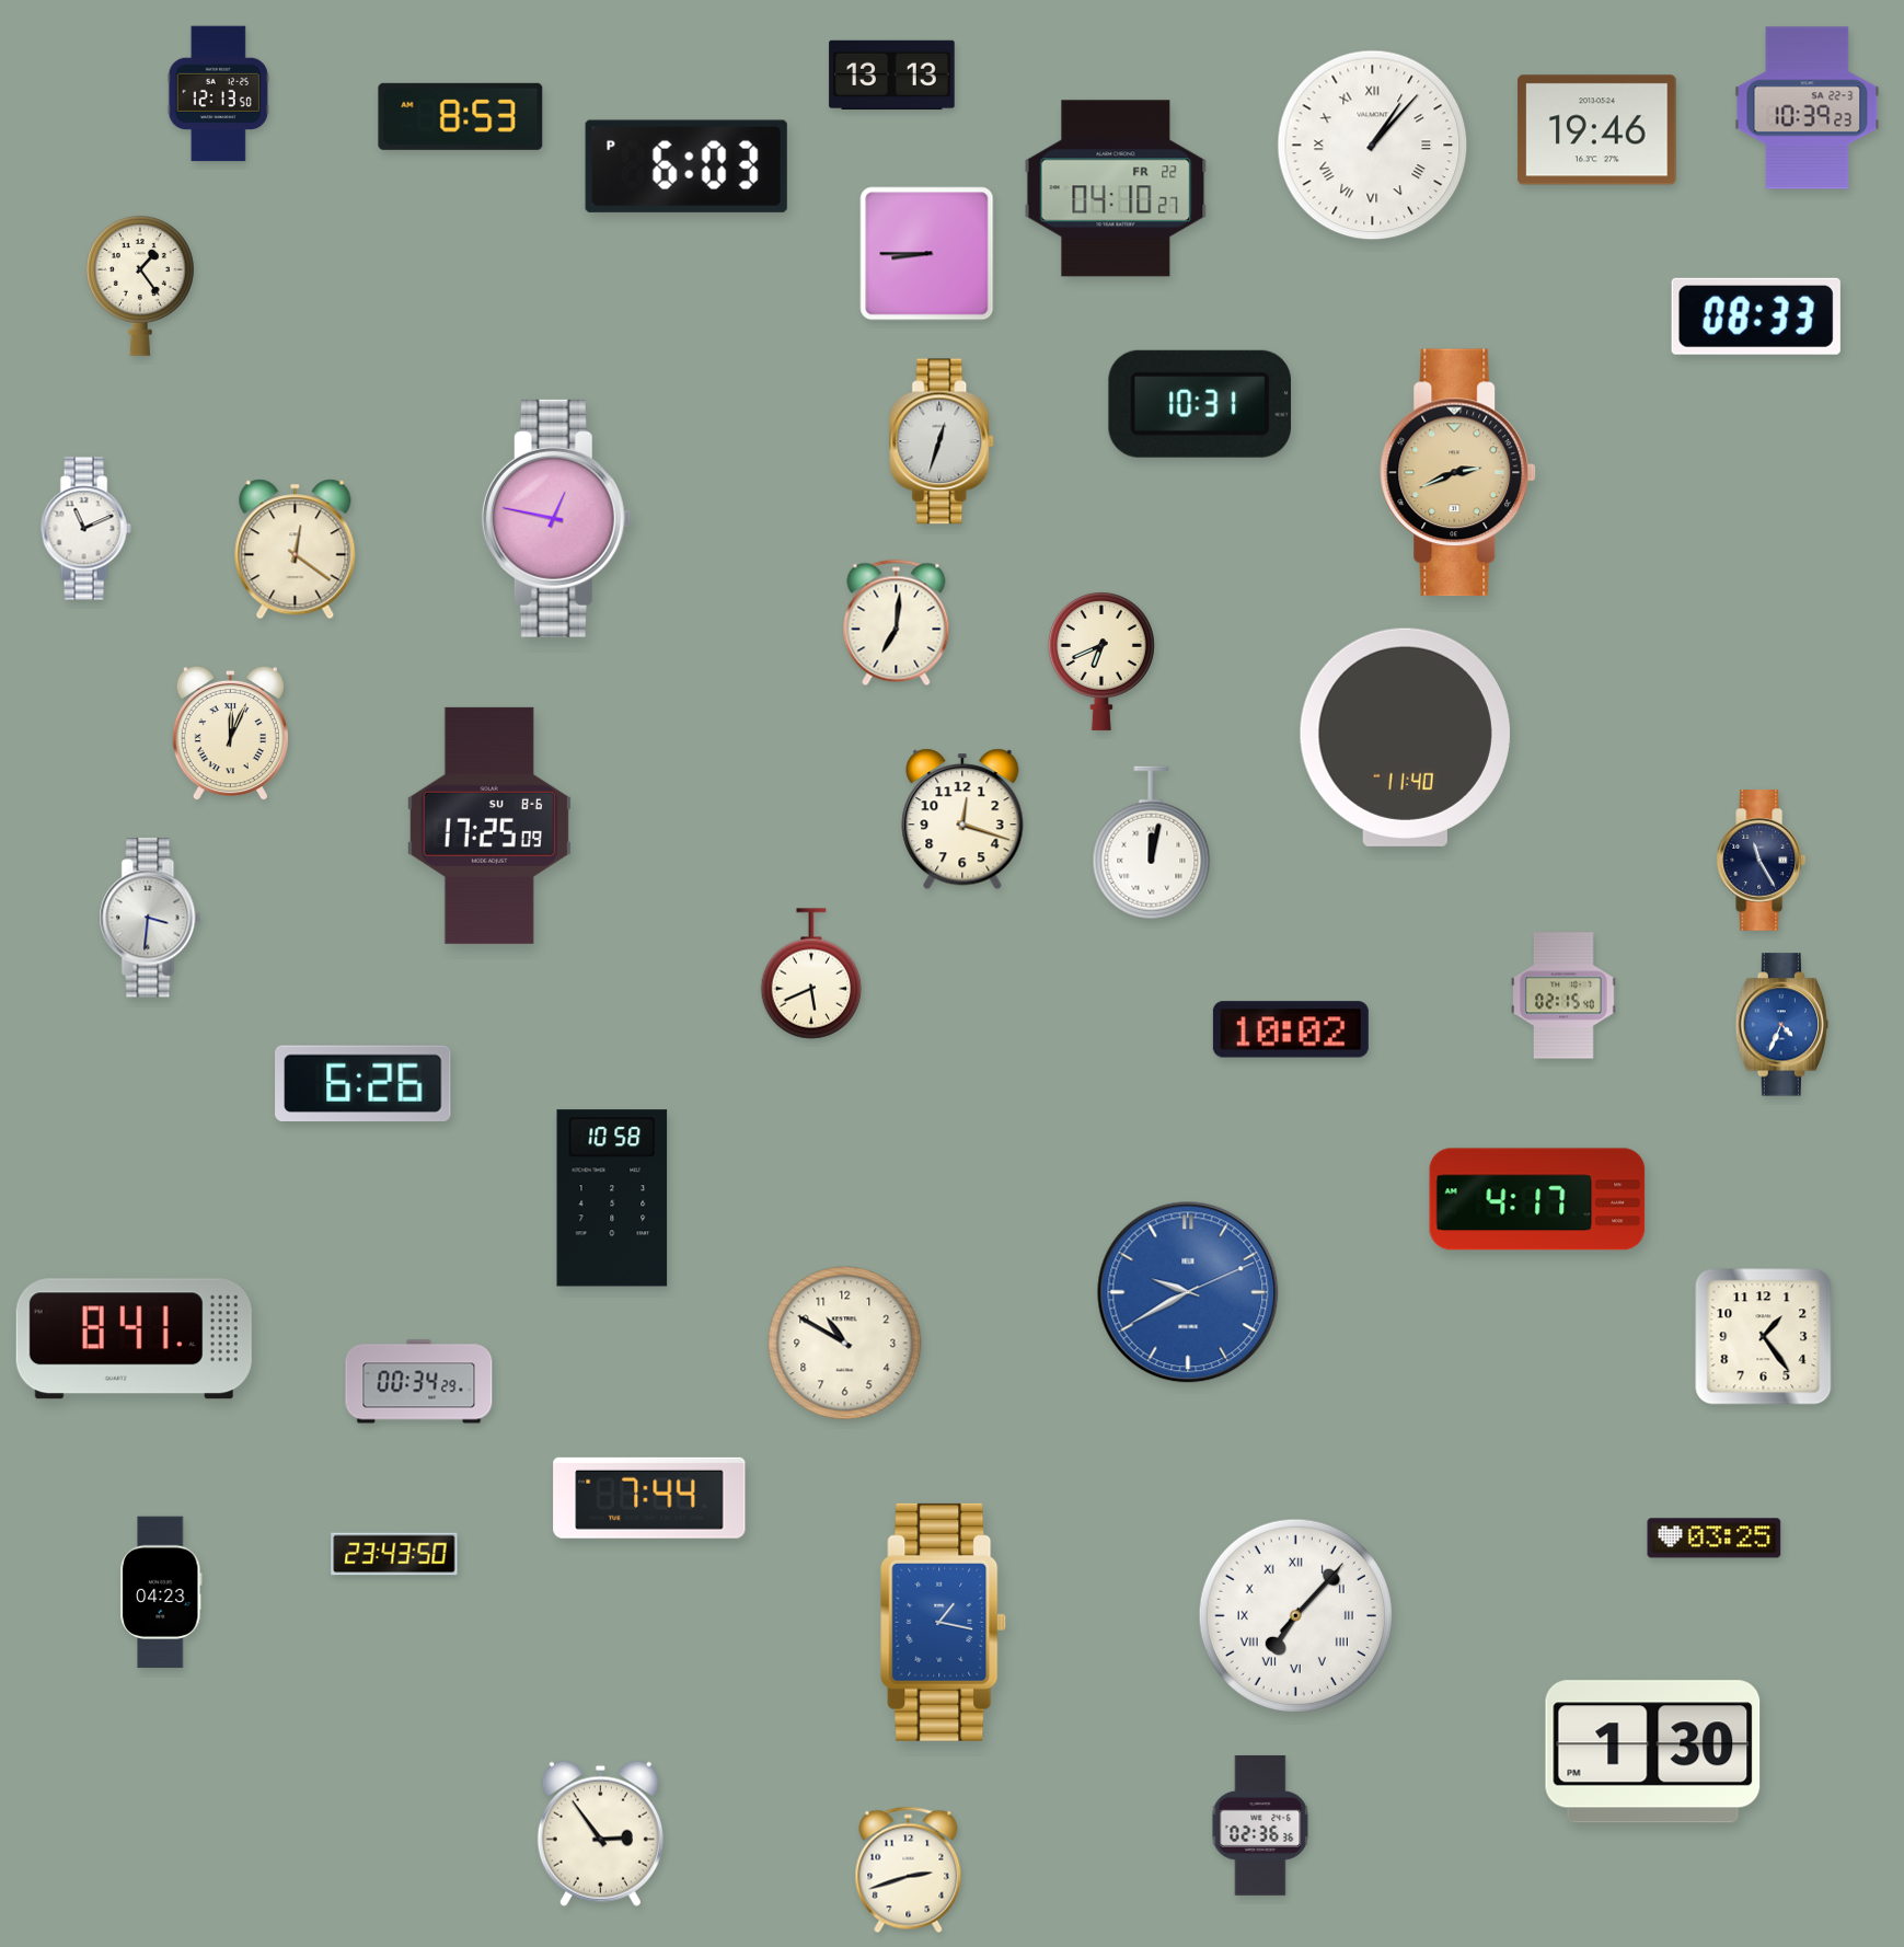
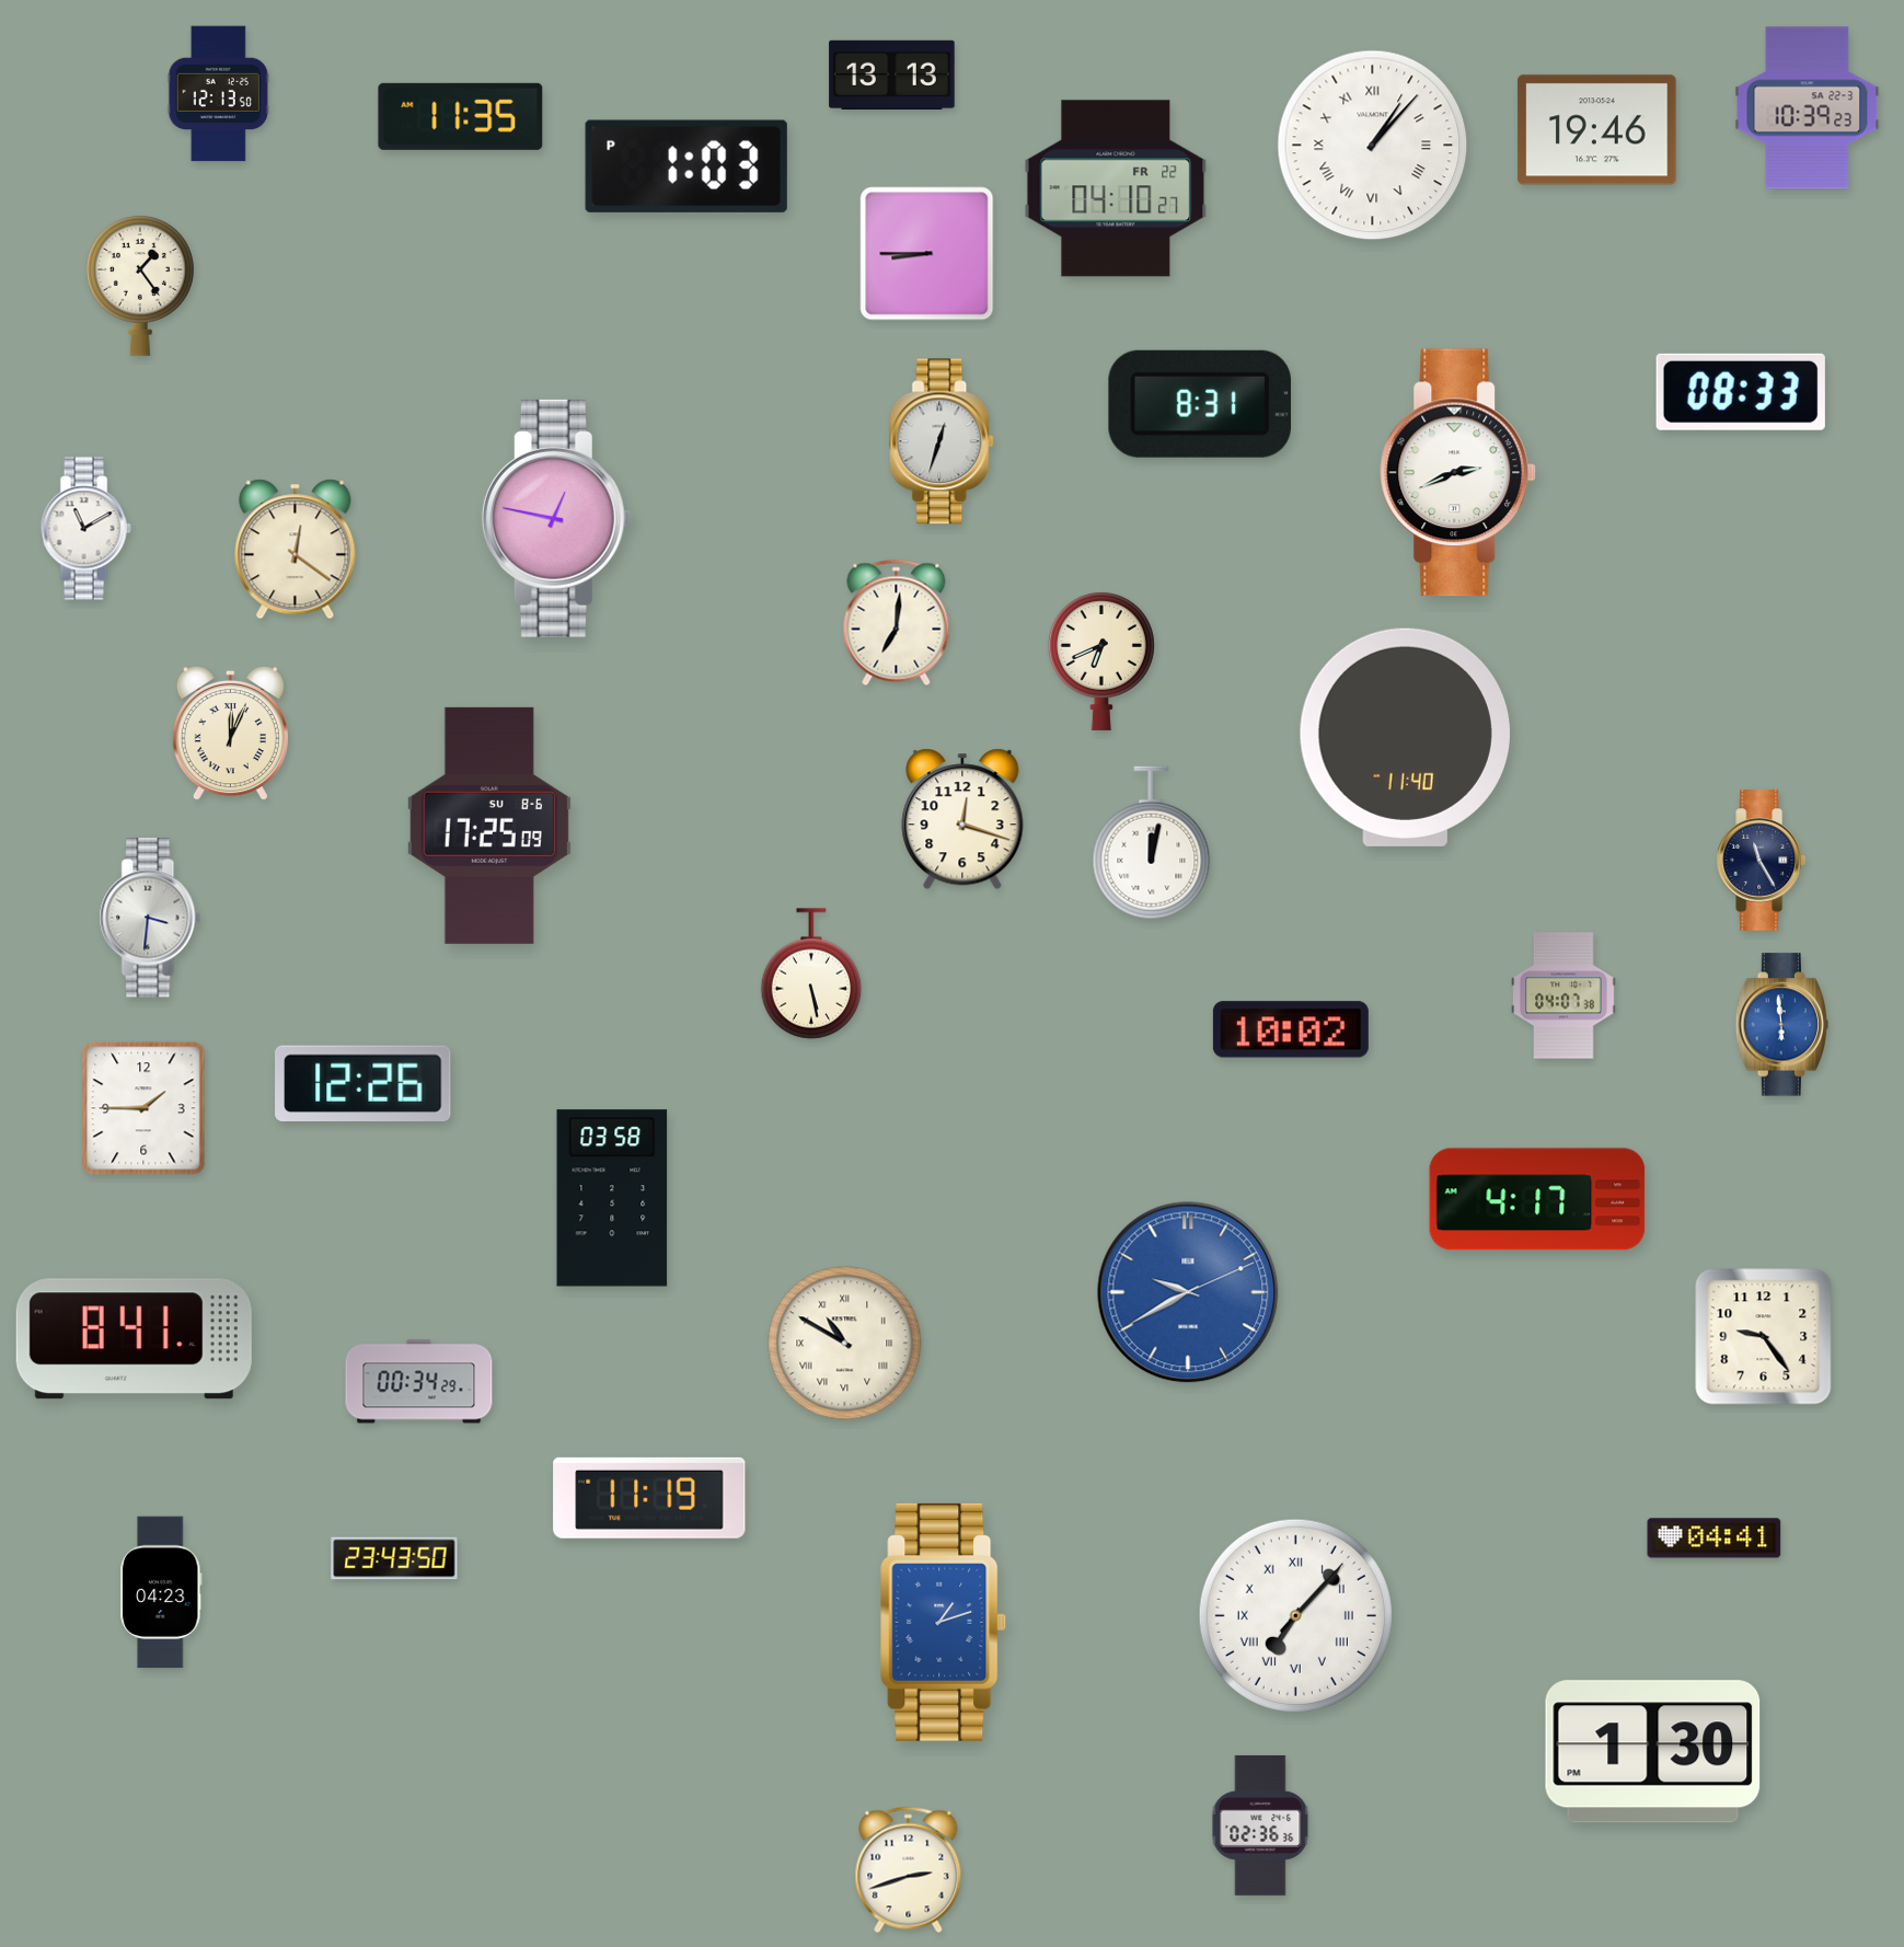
clock at (461, 116): 8:53 -> 11:35
clock at (686, 166): 6:03 -> 1:03
clock at (1756, 316) position: (1756, 316) -> (1741, 392)
clock at (1199, 404): 10:31 -> 8:31
clock at (1458, 473) dial: champagne -> white
clock at (85, 529): 11:11 -> 11:10
clock at (811, 973): 5:41 -> 5:28
clock at (1563, 995): 02:15 -> 04:07
clock at (1782, 1025): 4:34 -> 5:59
clock at (364, 1084): 6:26 -> 12:26
clock at (143, 1108): none -> 1:45
clock at (612, 1198): 10:58 -> 03:58
clock at (1764, 1337): 1:24 -> 9:24
clock at (845, 1344) numerals: Arabic -> Roman
clock at (649, 1498): 7:44 -> 11:19
clock at (1715, 1539): 03:25 -> 04:41
clock at (394, 1554) position: (394, 1554) -> (394, 1558)
clock at (944, 1622): 1:17 -> 1:12
clock at (600, 1833): 2:54 -> none
